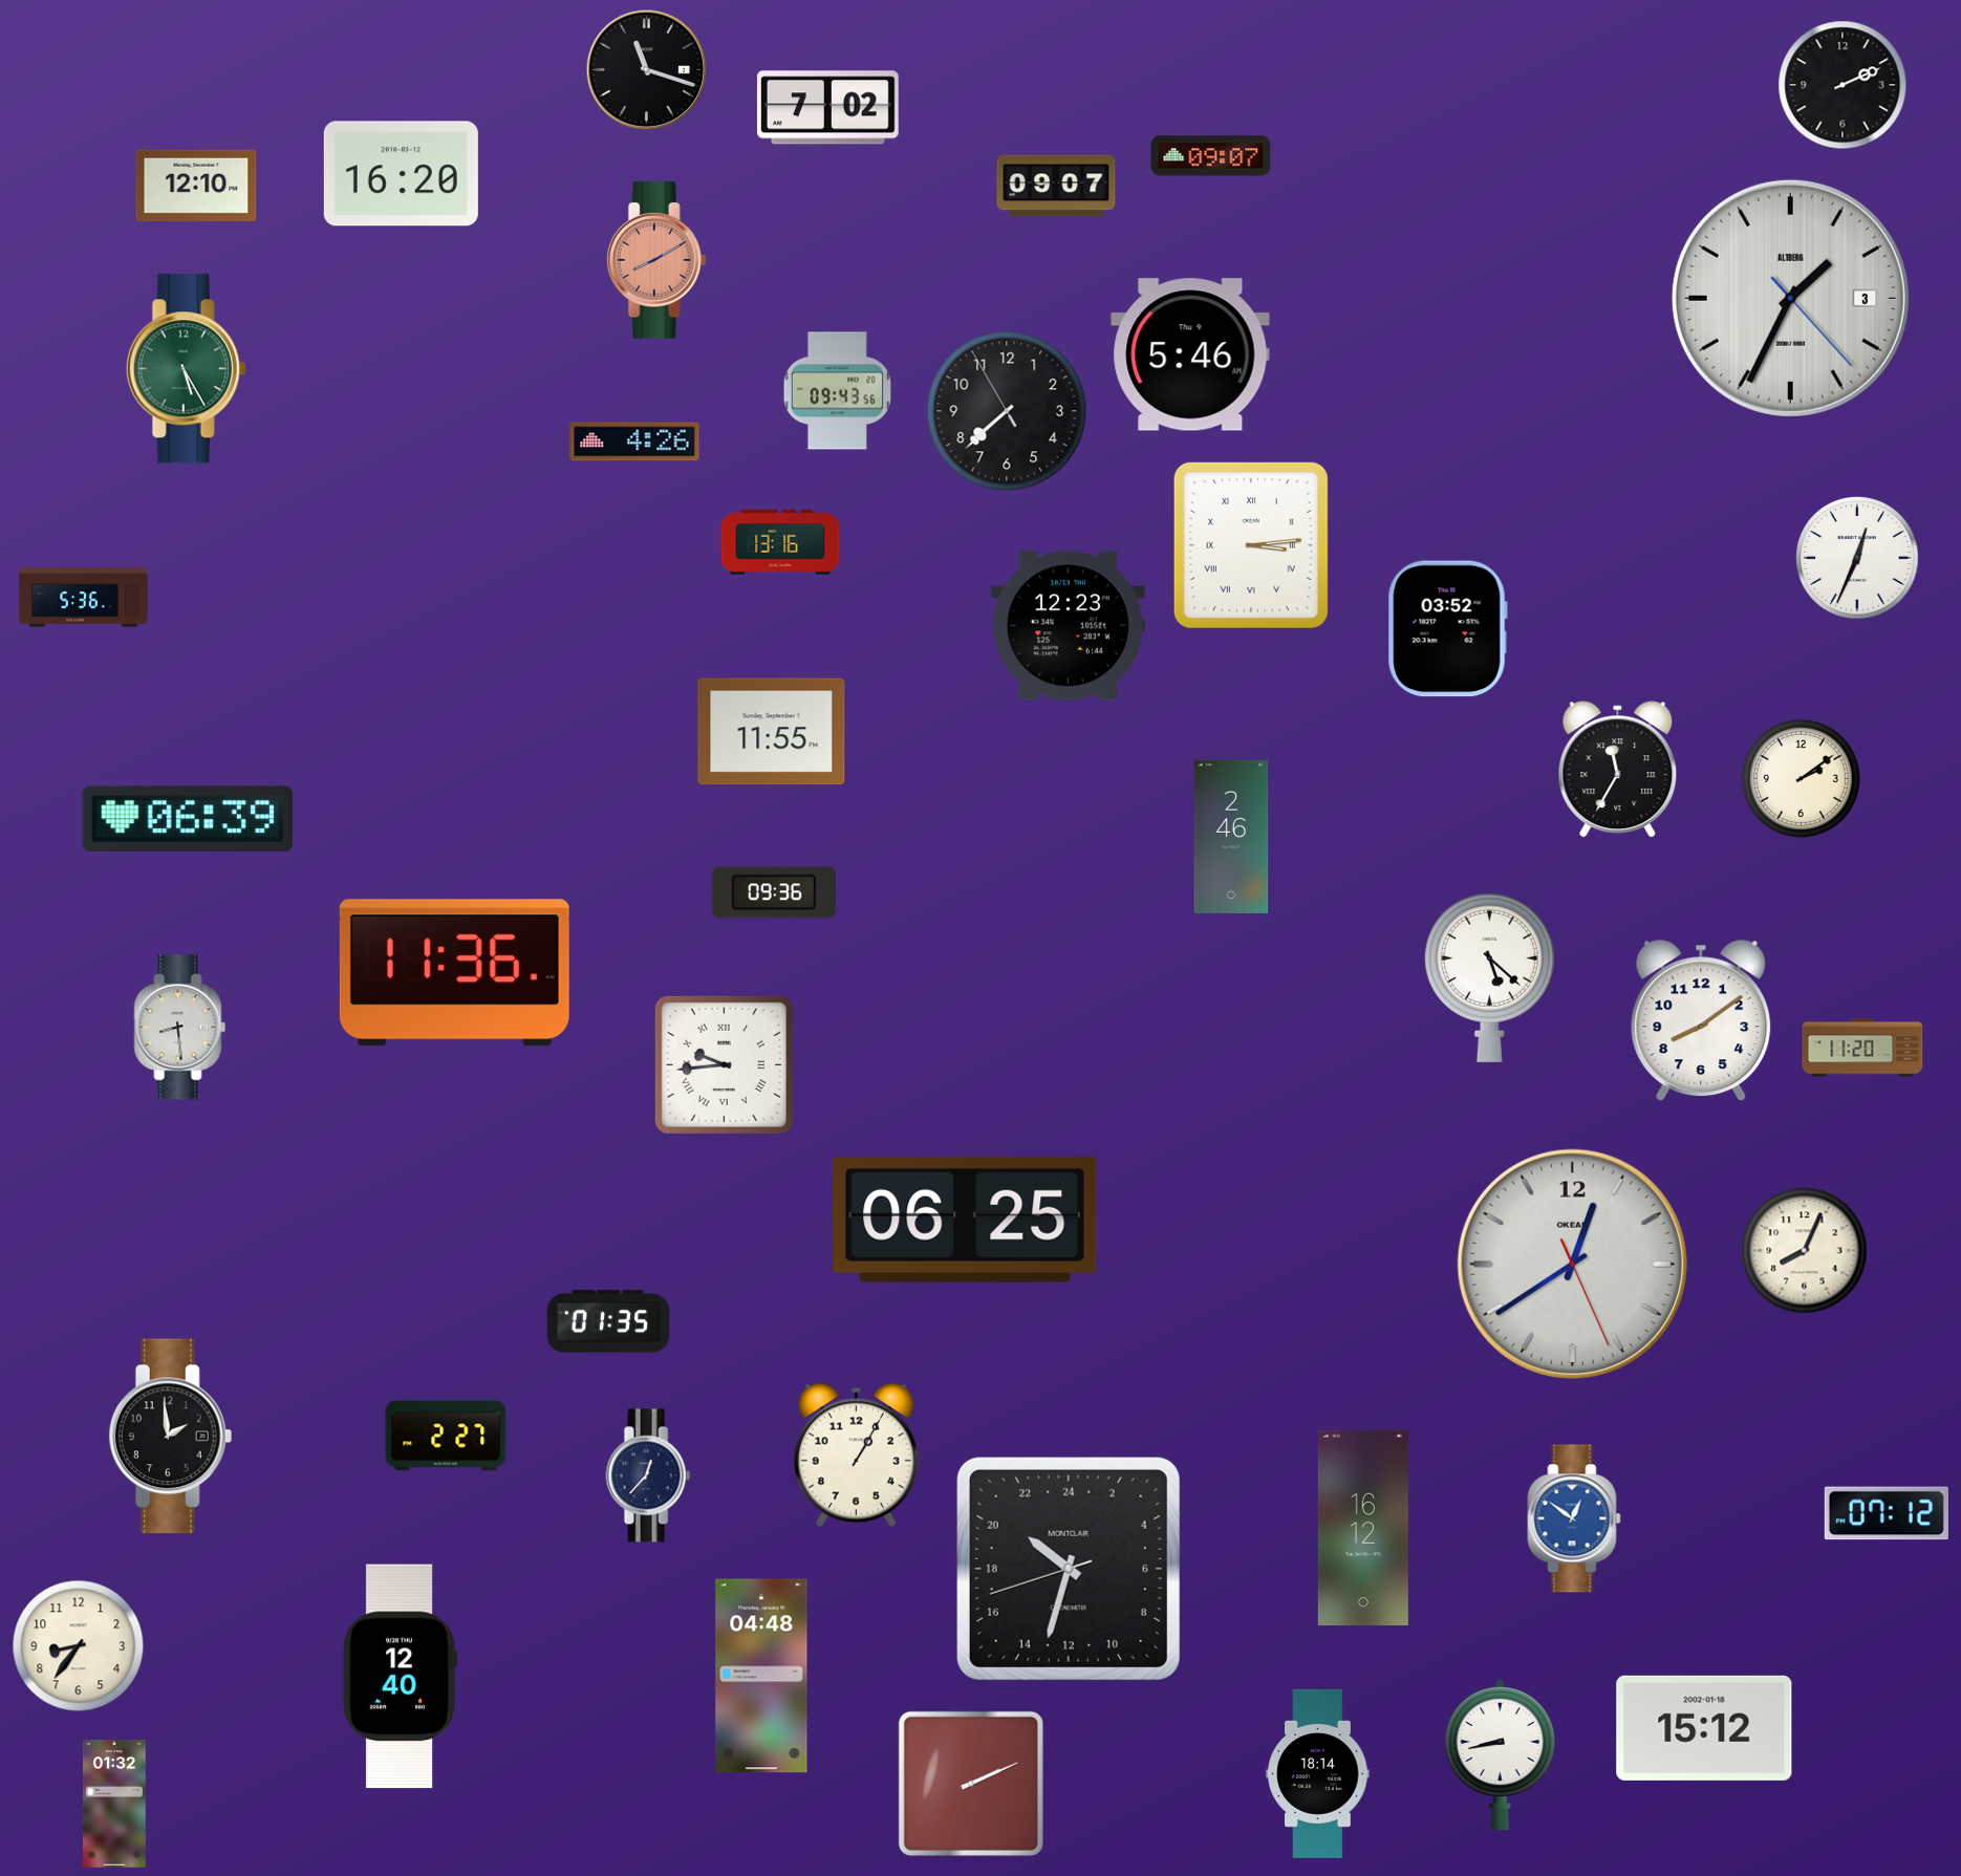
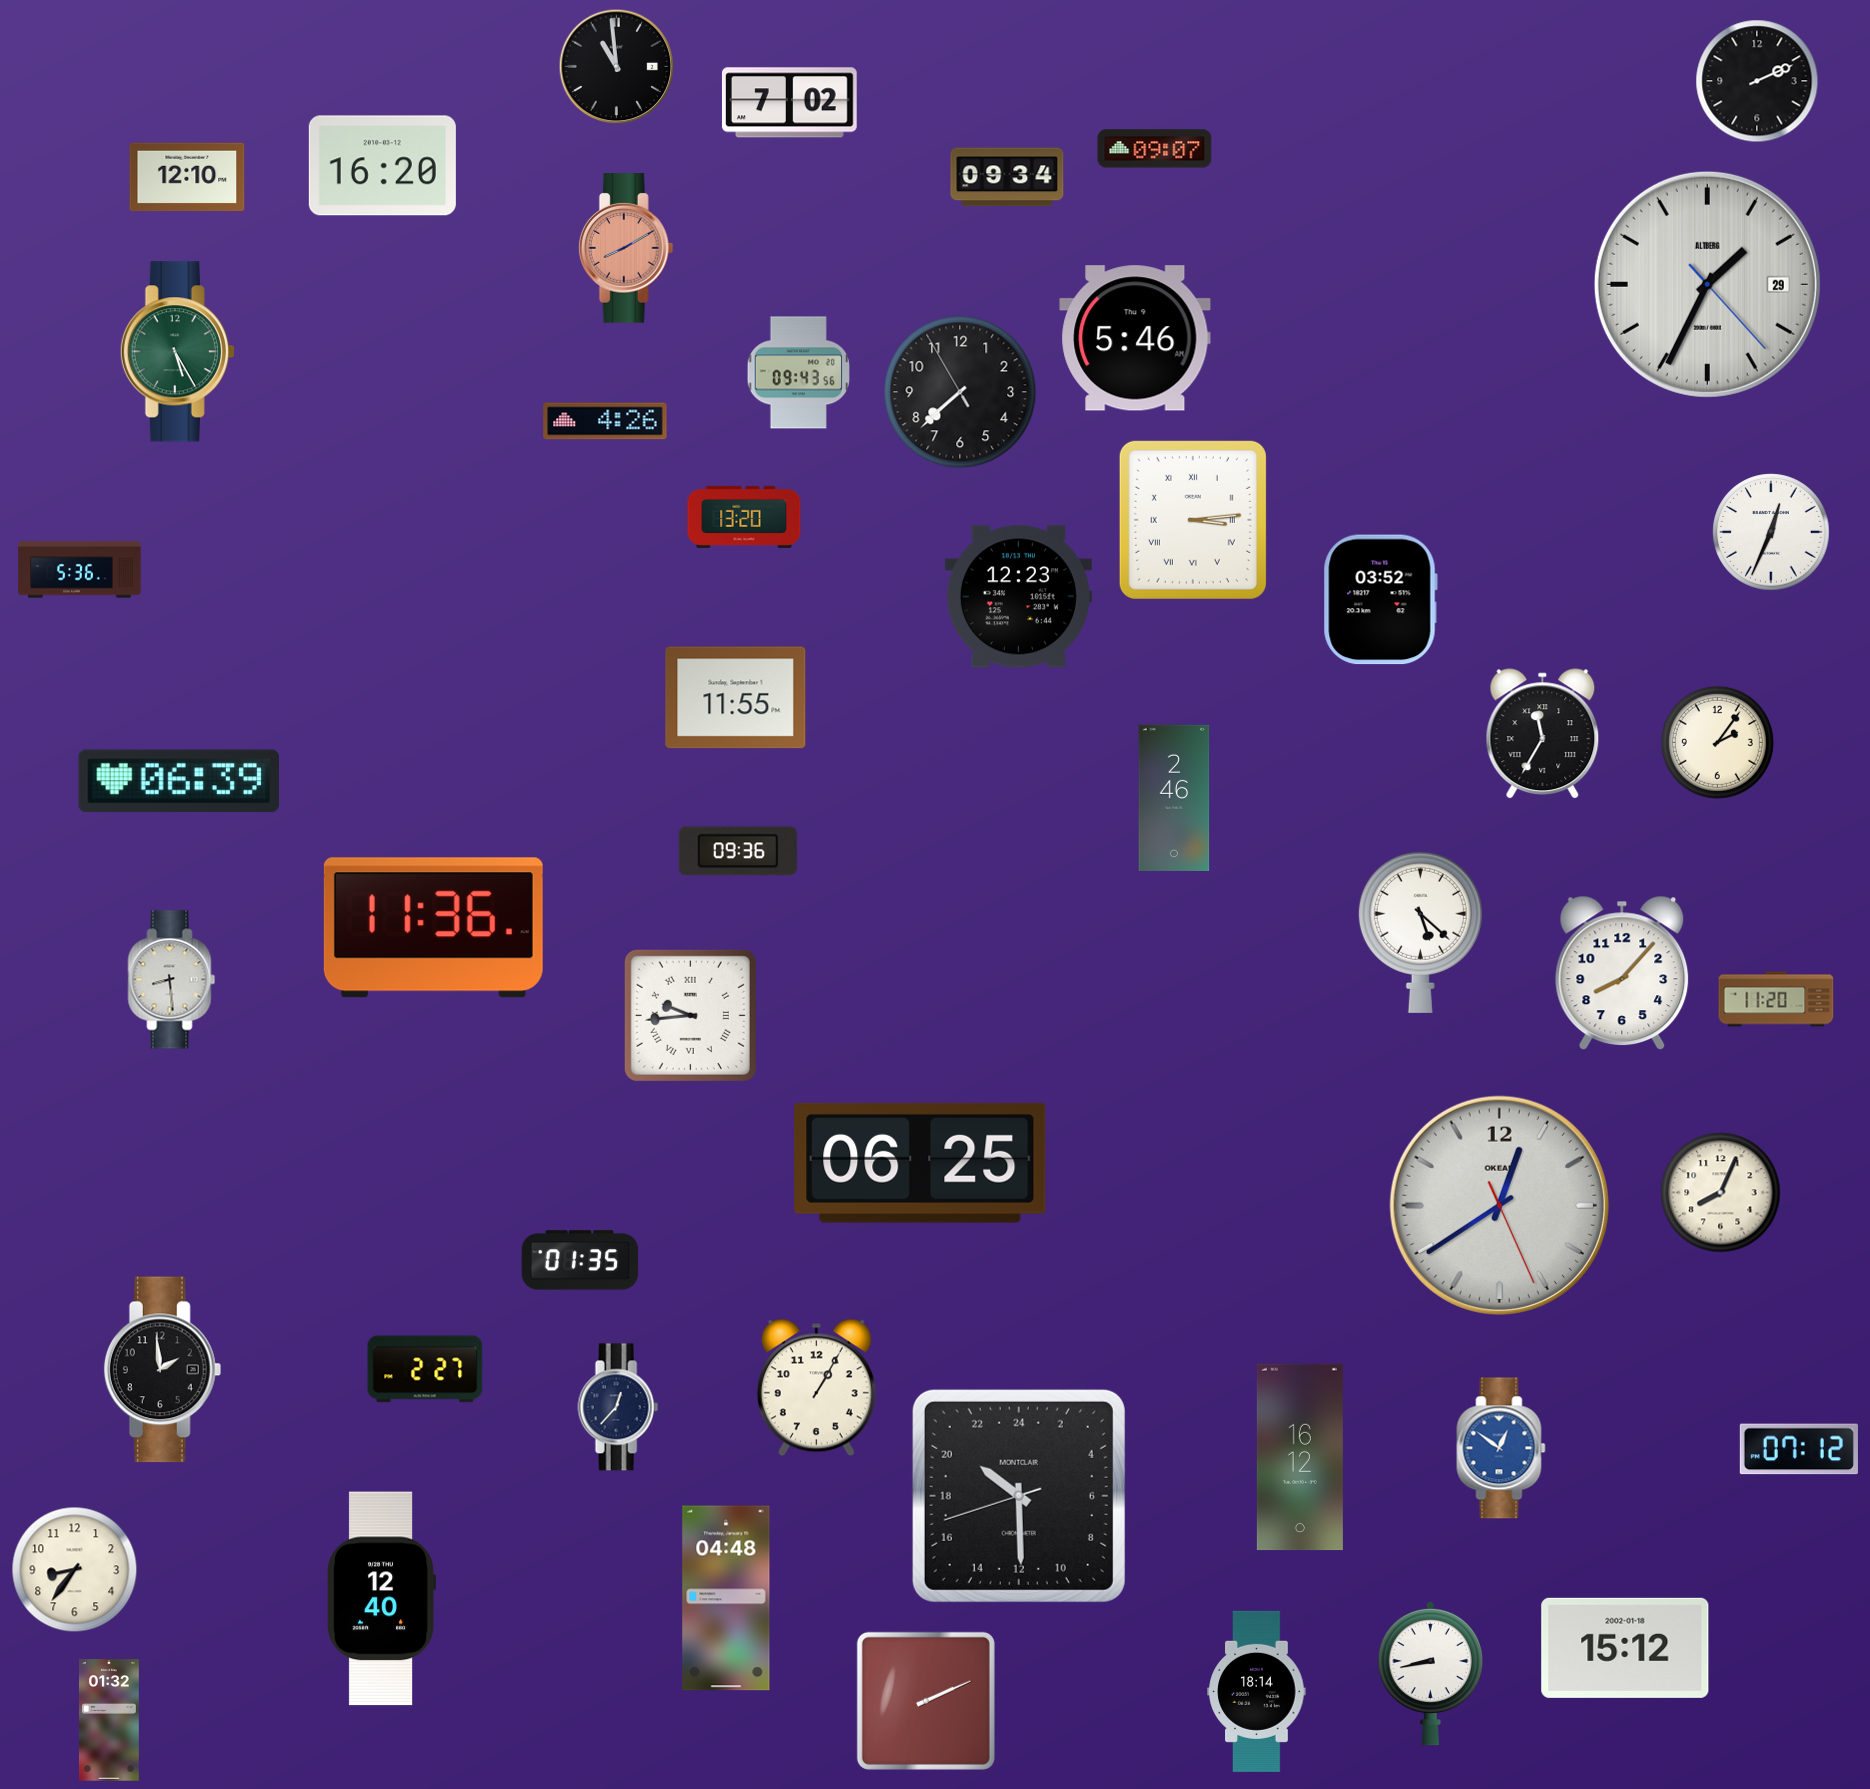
clock at (647, 70): 11:18 -> 10:59
clock at (1056, 186): 09:07 -> 09:34
clock at (1790, 298) date: 3 -> 29
clock at (780, 542): 13:16 -> 13:20
clock at (1801, 778): 2:09 -> 2:06
clock at (1701, 1020): 8:09 -> 8:07
clock at (1887, 1513) position: (1887, 1513) -> (1799, 1449)
clock at (1069, 1569): 20:32 -> 20:29
